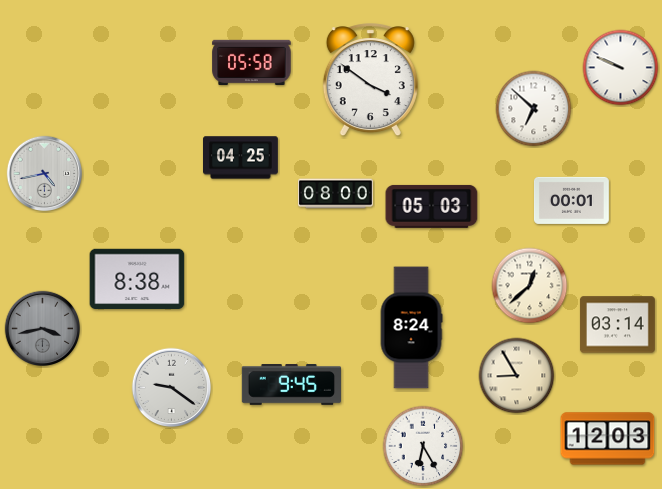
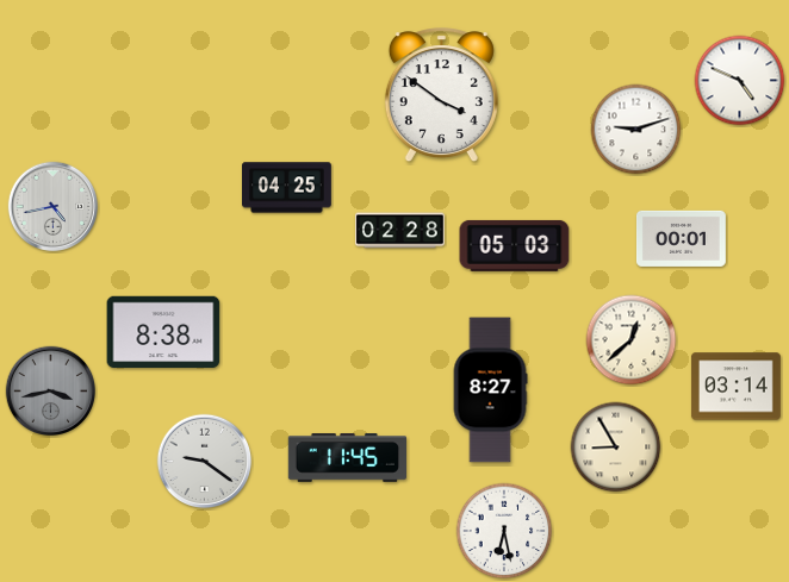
clock at (252, 63): 05:58 -> none
clock at (621, 68): 9:49 -> 4:49
clock at (534, 109): 6:52 -> 9:12
clock at (336, 194): 08:00 -> 02:28
clock at (411, 328): 8:24 -> 8:27
clock at (291, 385): 9:45 -> 11:45
clock at (608, 439): 12:03 -> none
clock at (423, 446): 6:25 -> 6:28
